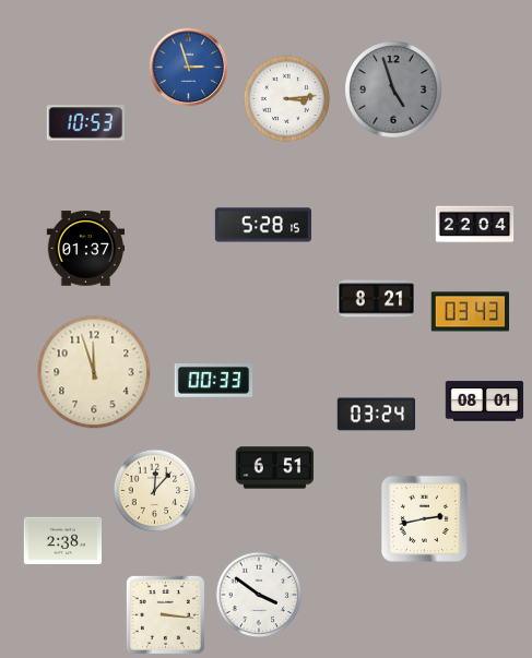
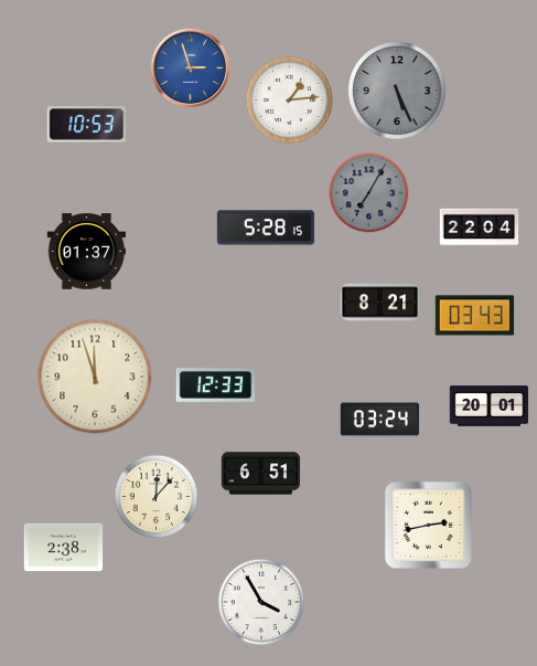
clock at (393, 89): 4:57 -> 5:26
clock at (287, 99): 3:14 -> 1:14
clock at (369, 193): none -> 7:05
clock at (214, 381): 00:33 -> 12:33
clock at (485, 402): 08:01 -> 20:01
clock at (275, 468) position: (275, 468) -> (261, 474)
clock at (259, 595): 3:51 -> 3:55
clock at (165, 614): 3:16 -> none
